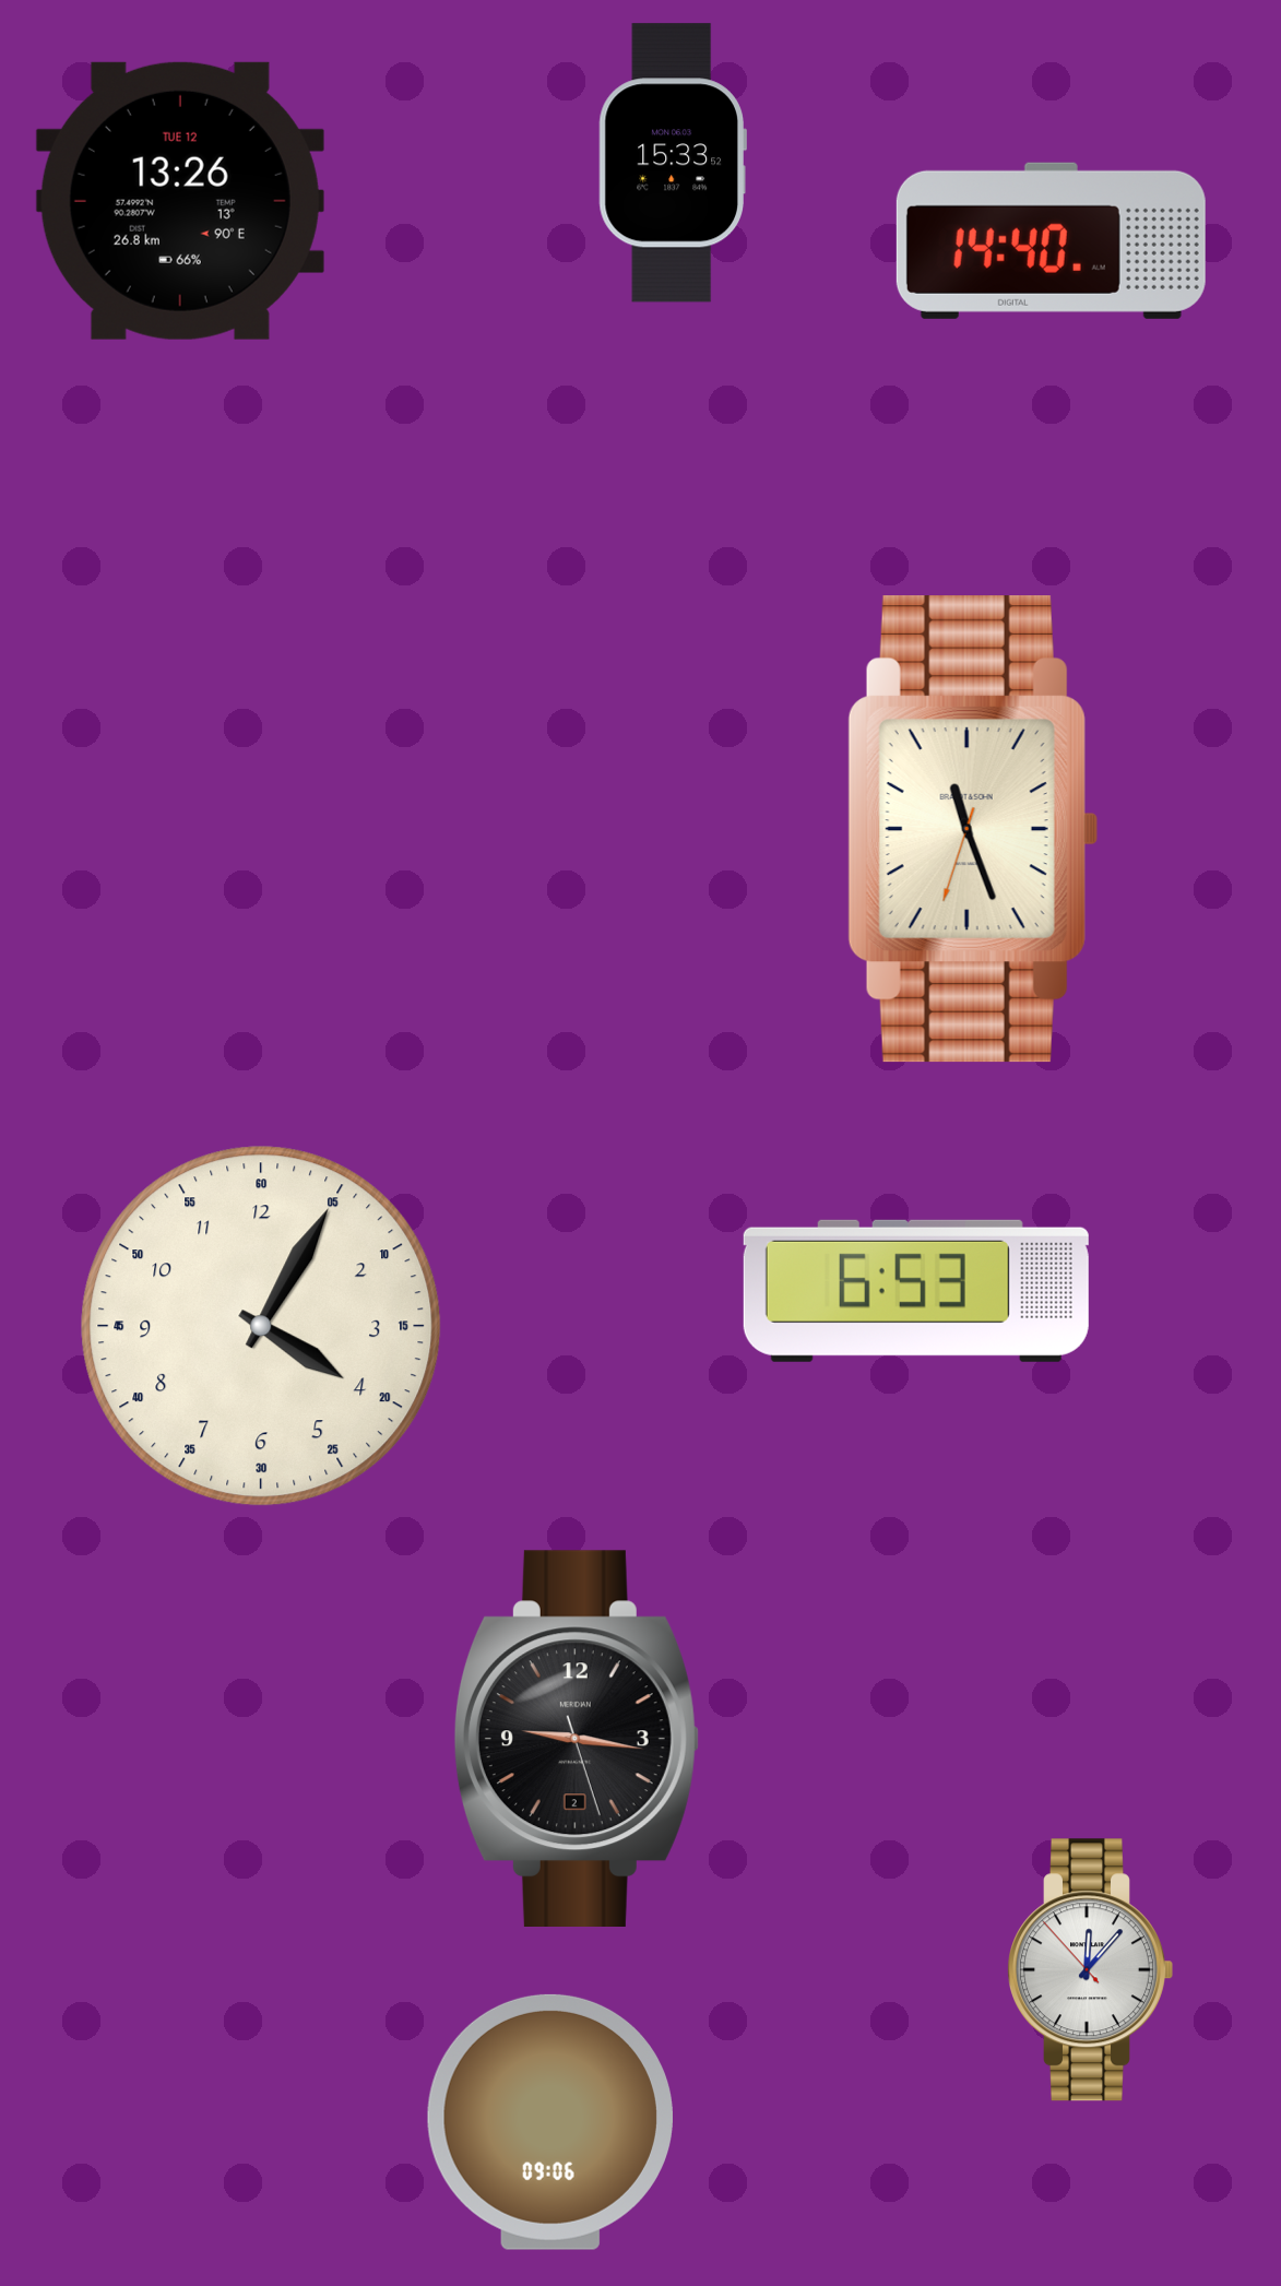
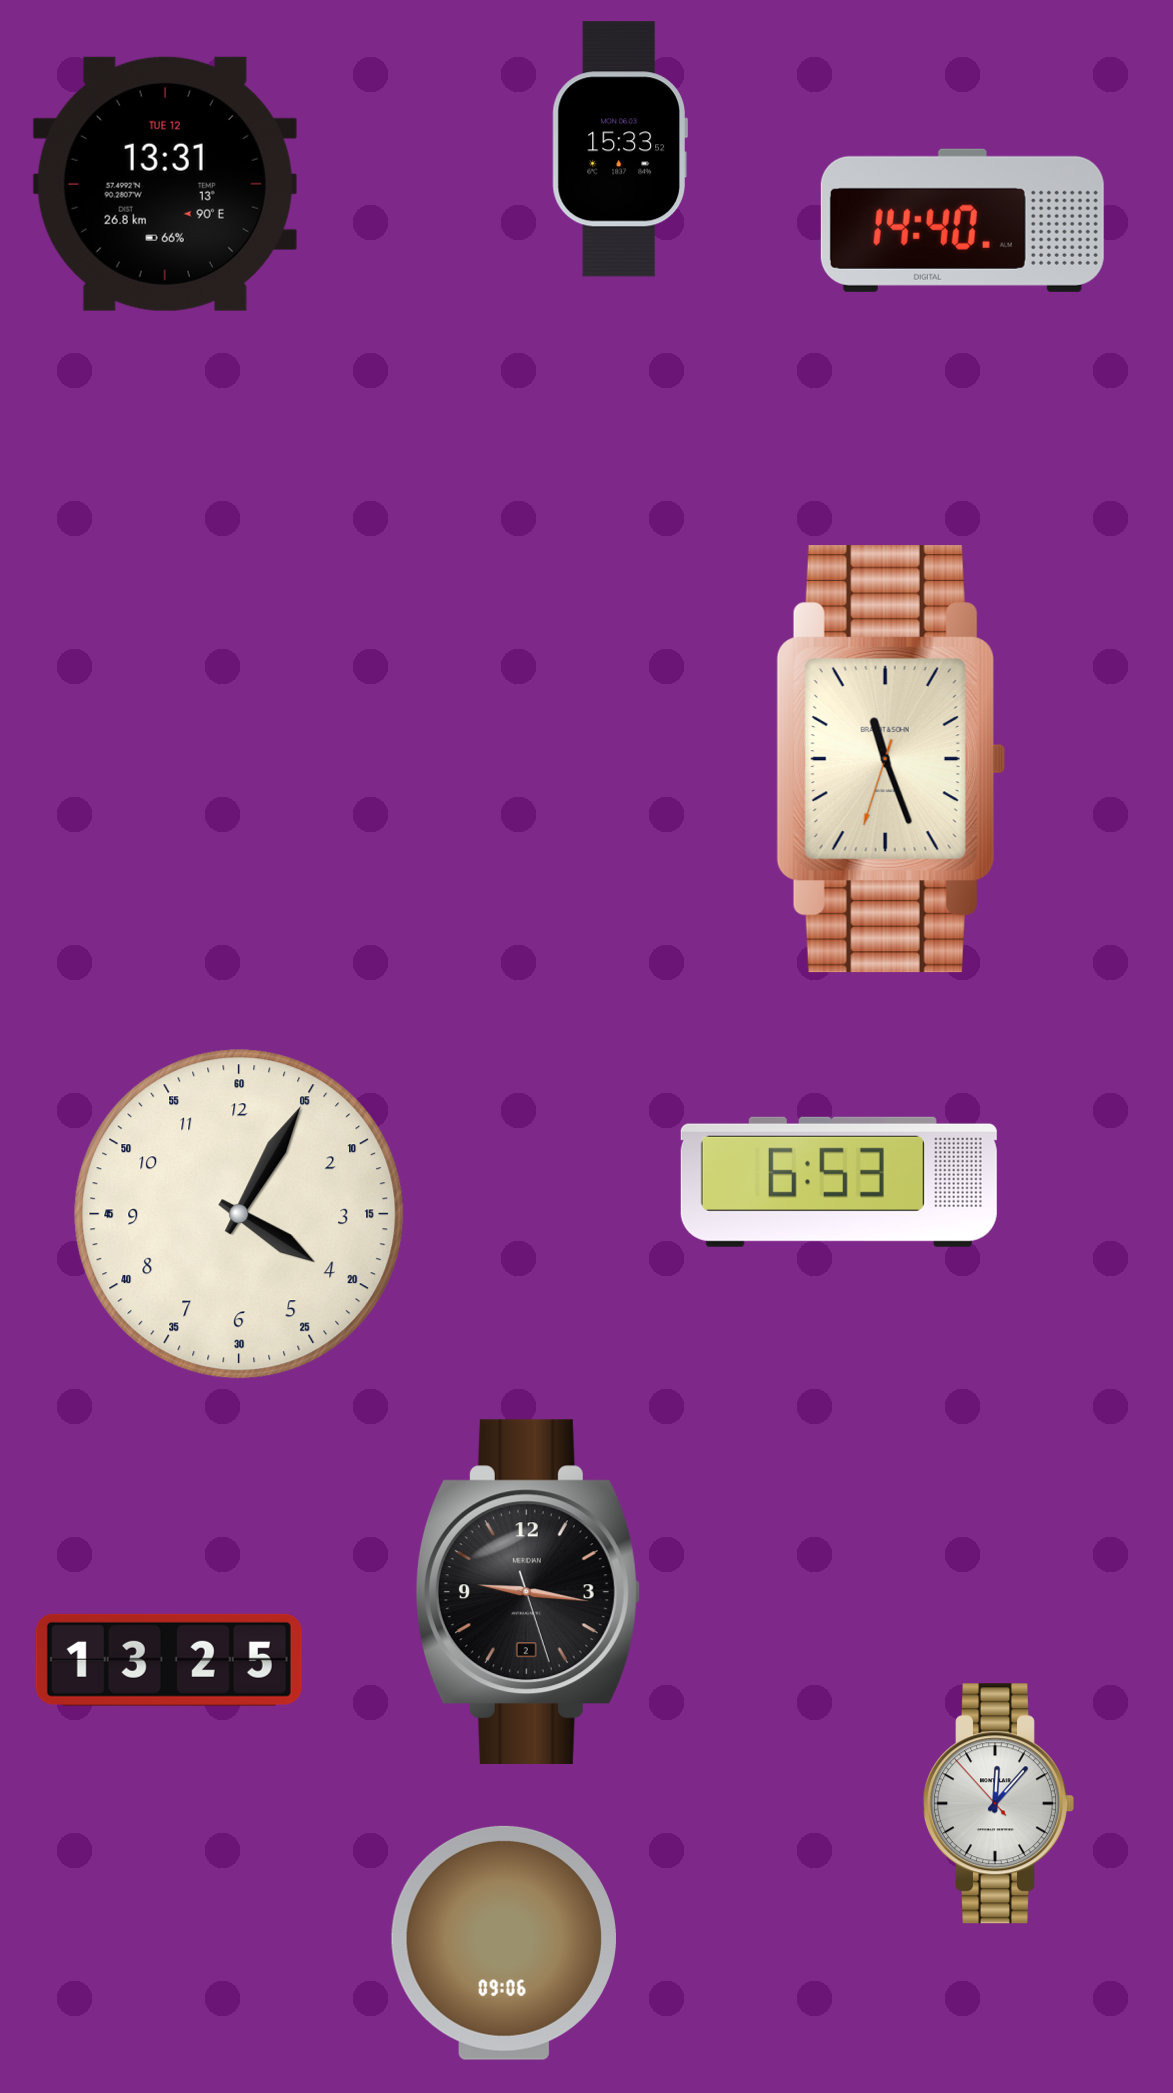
clock at (673, 163) position: (673, 163) -> (620, 149)
clock at (180, 201): 13:26 -> 13:31
clock at (169, 1660): none -> 13:25
